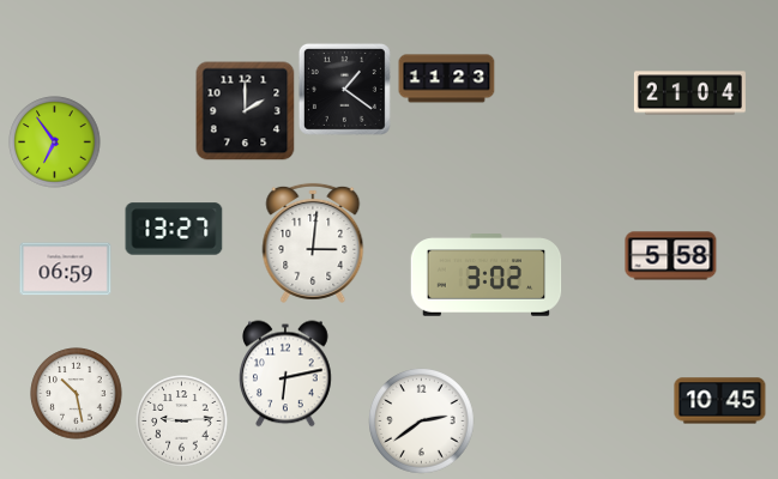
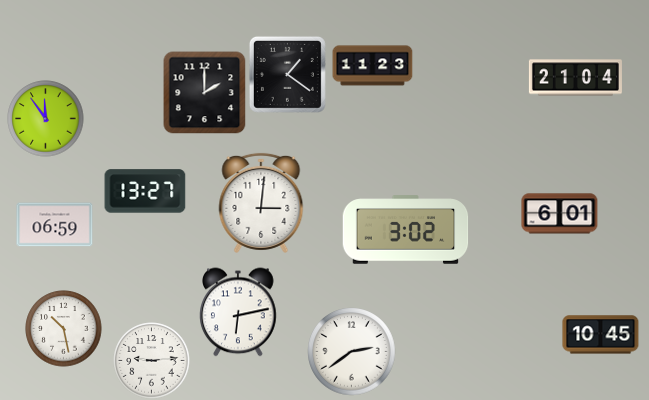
clock at (55, 143): 6:54 -> 11:54
clock at (671, 256): 5:58 -> 6:01
clock at (182, 422) position: (182, 422) -> (152, 361)
